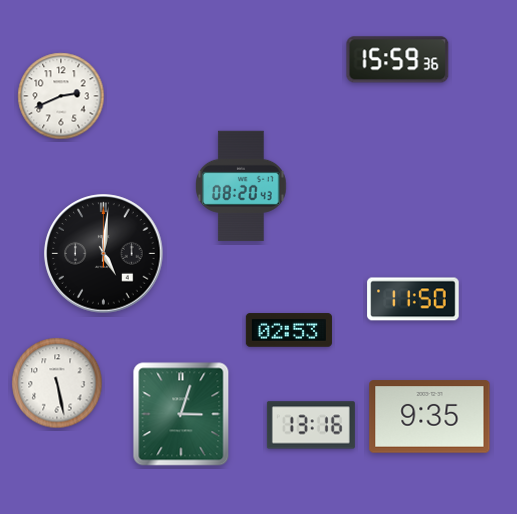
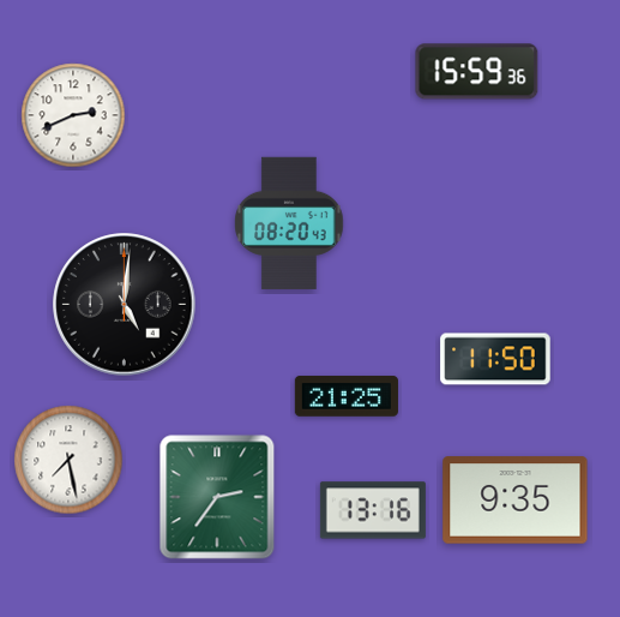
clock at (289, 330): 02:53 -> 21:25
clock at (57, 383): 5:28 -> 7:28
clock at (181, 414): 3:03 -> 2:36
